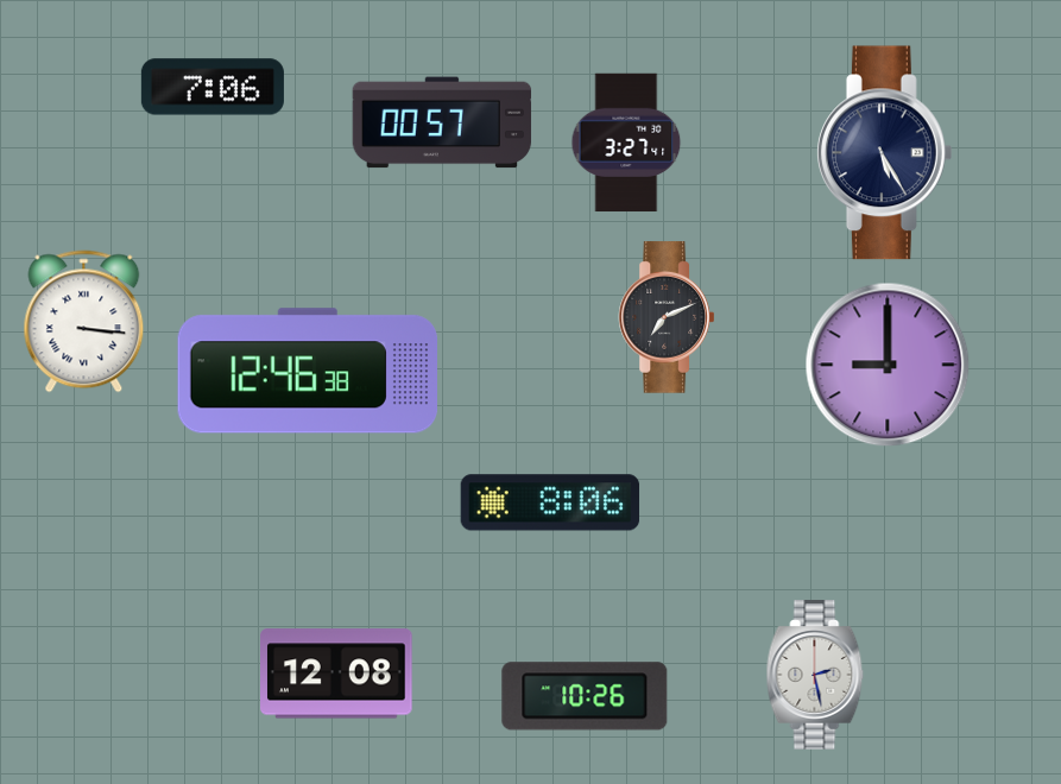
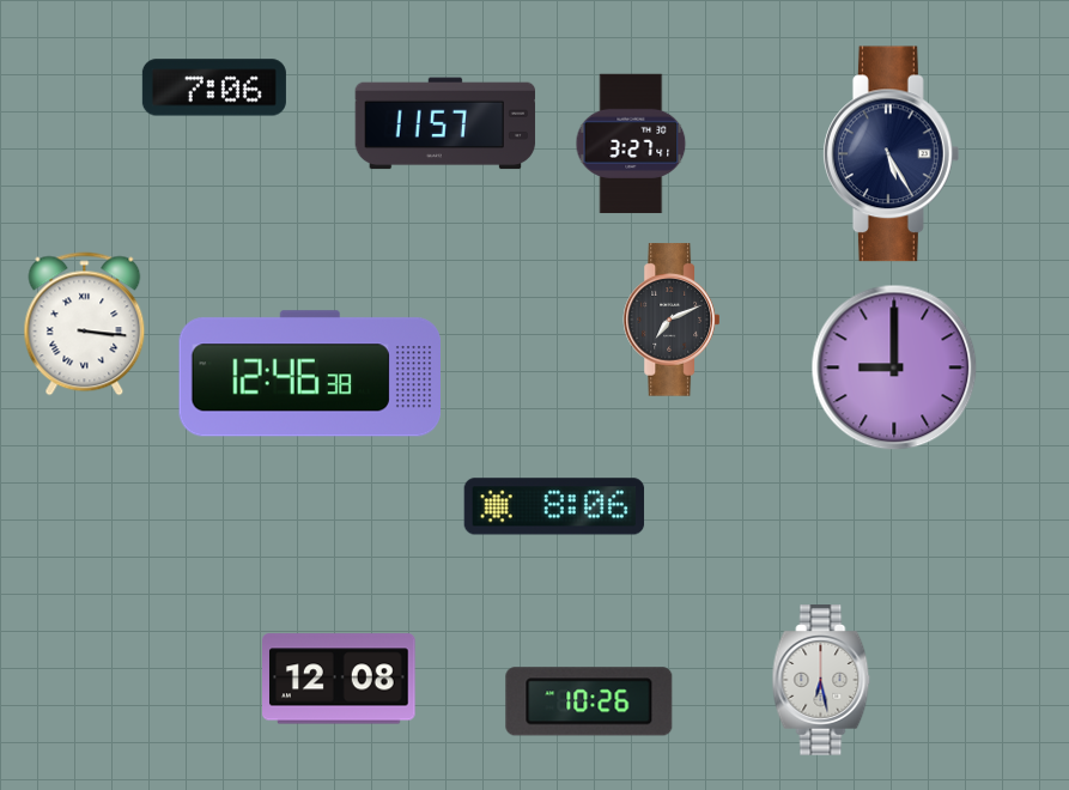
clock at (442, 122): 00:57 -> 11:57
clock at (815, 676): 2:28 -> 6:28
